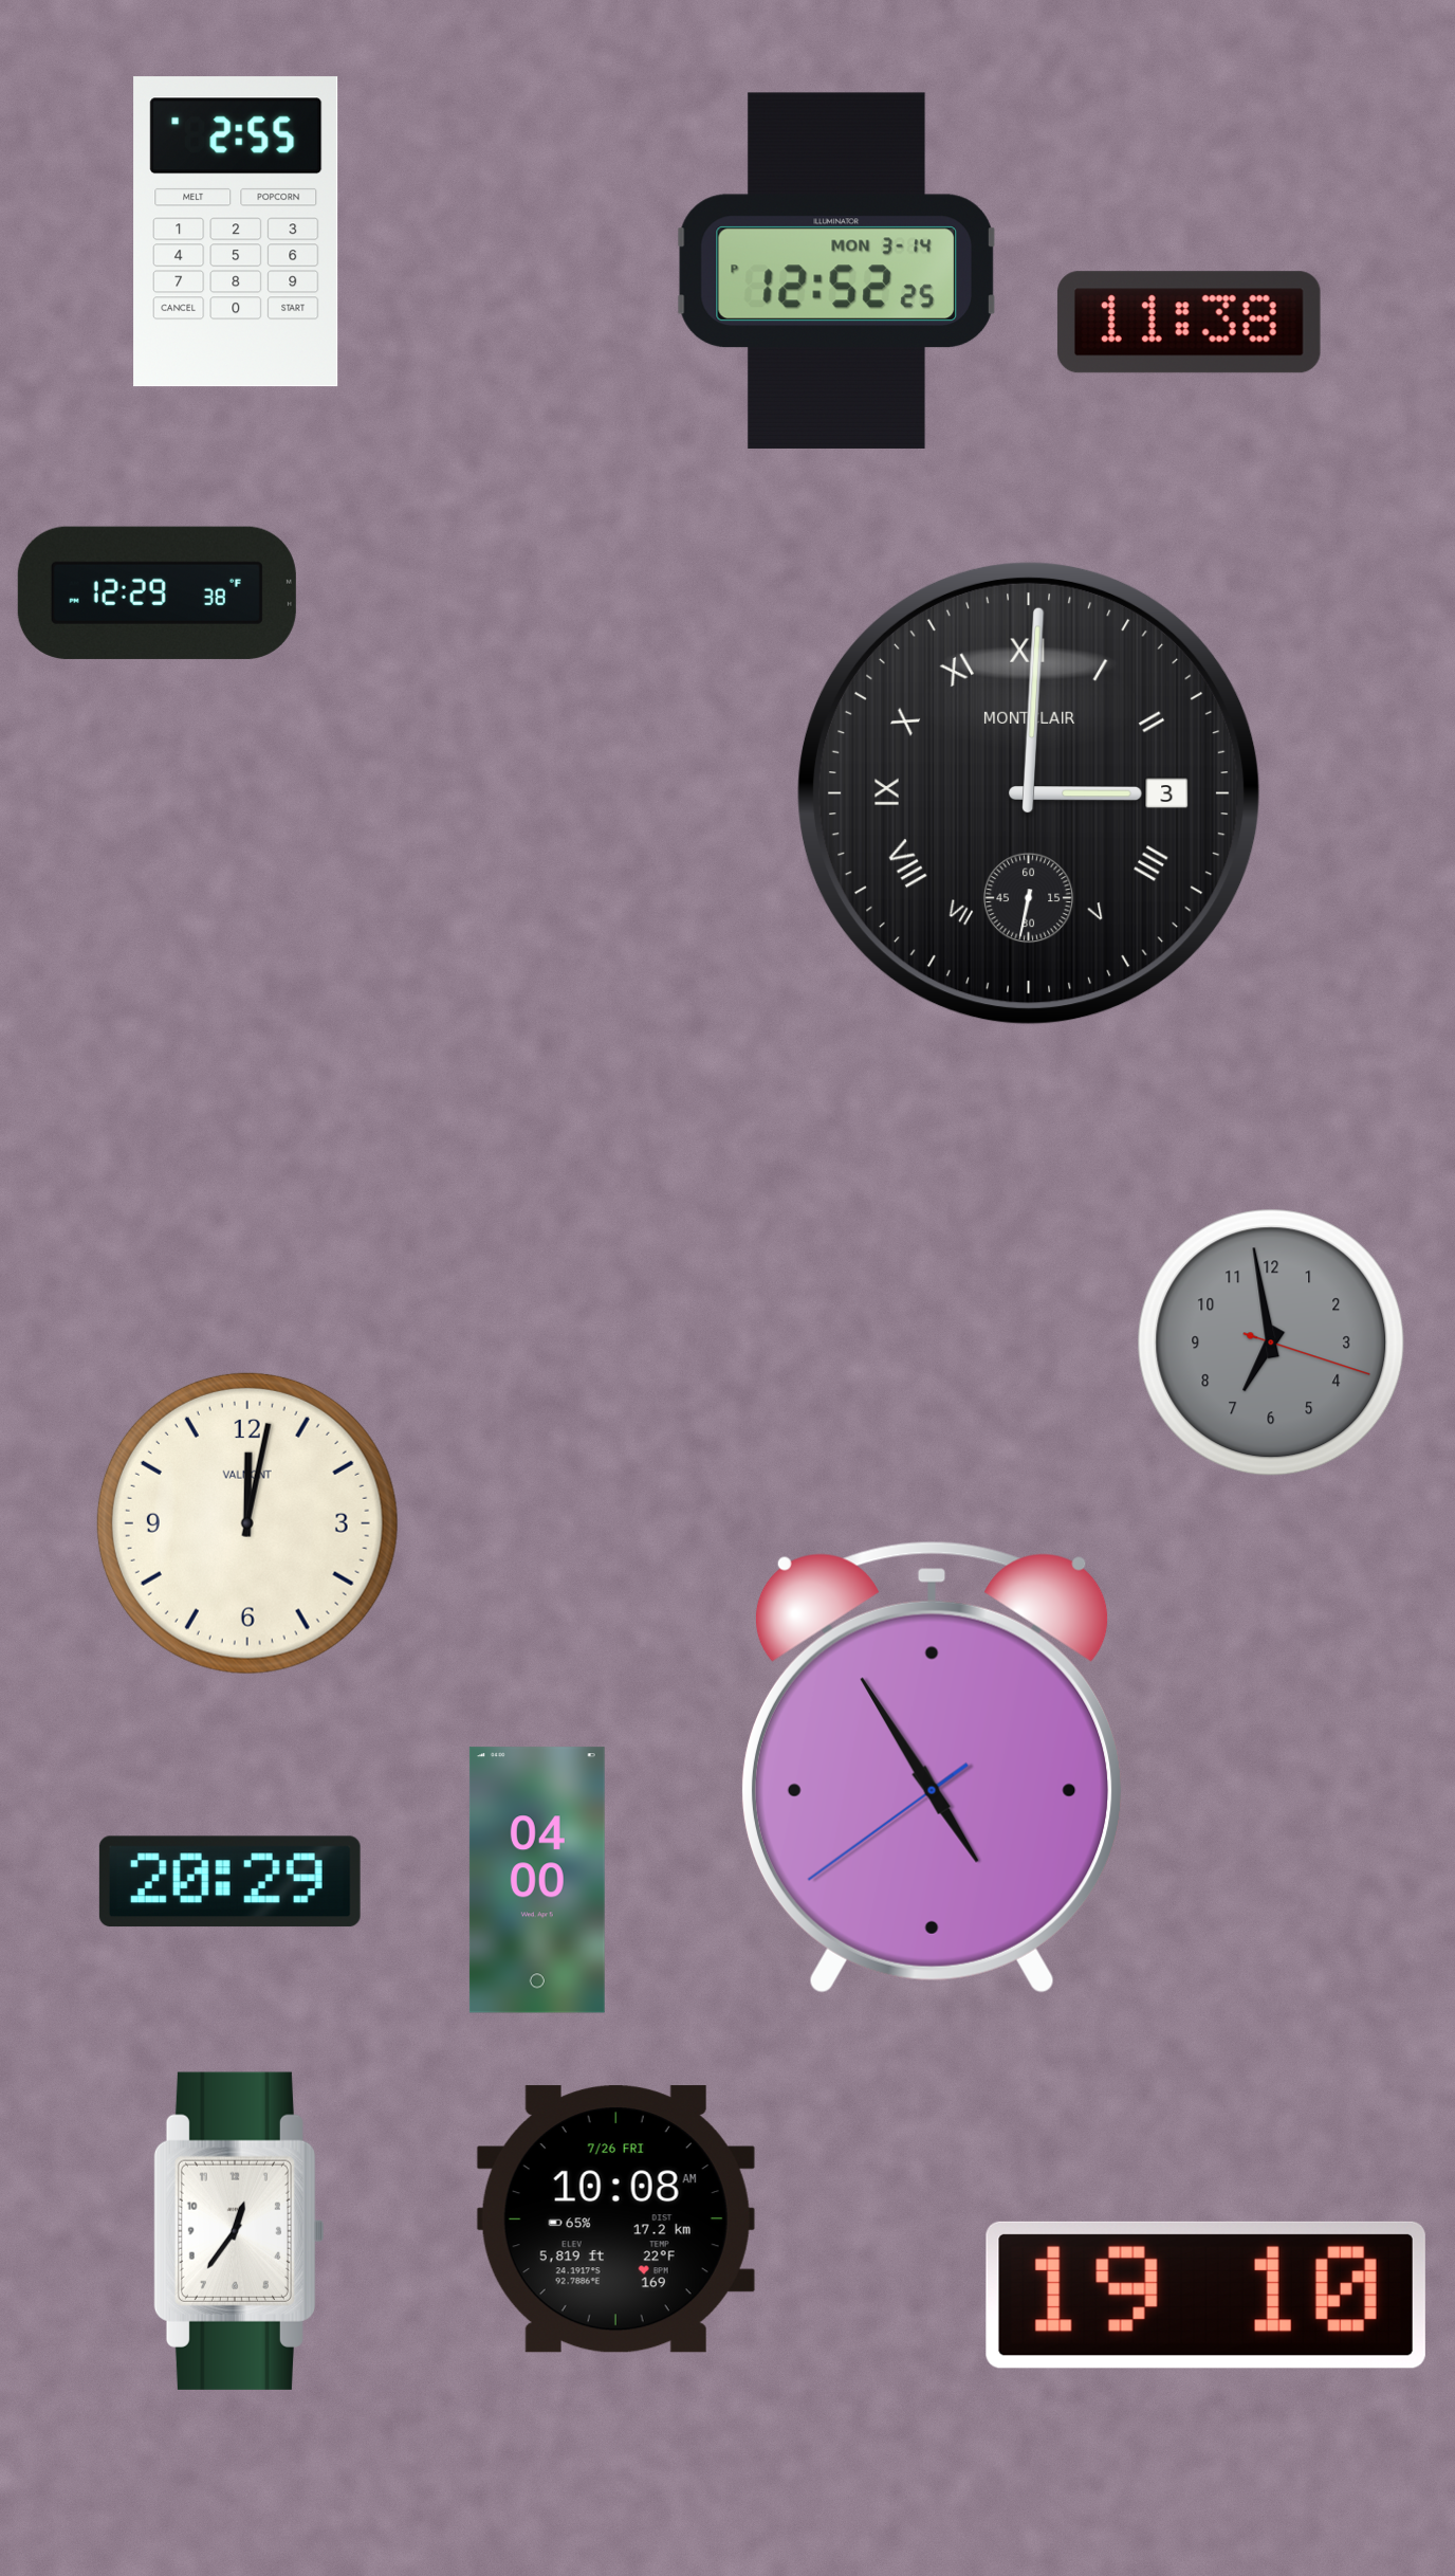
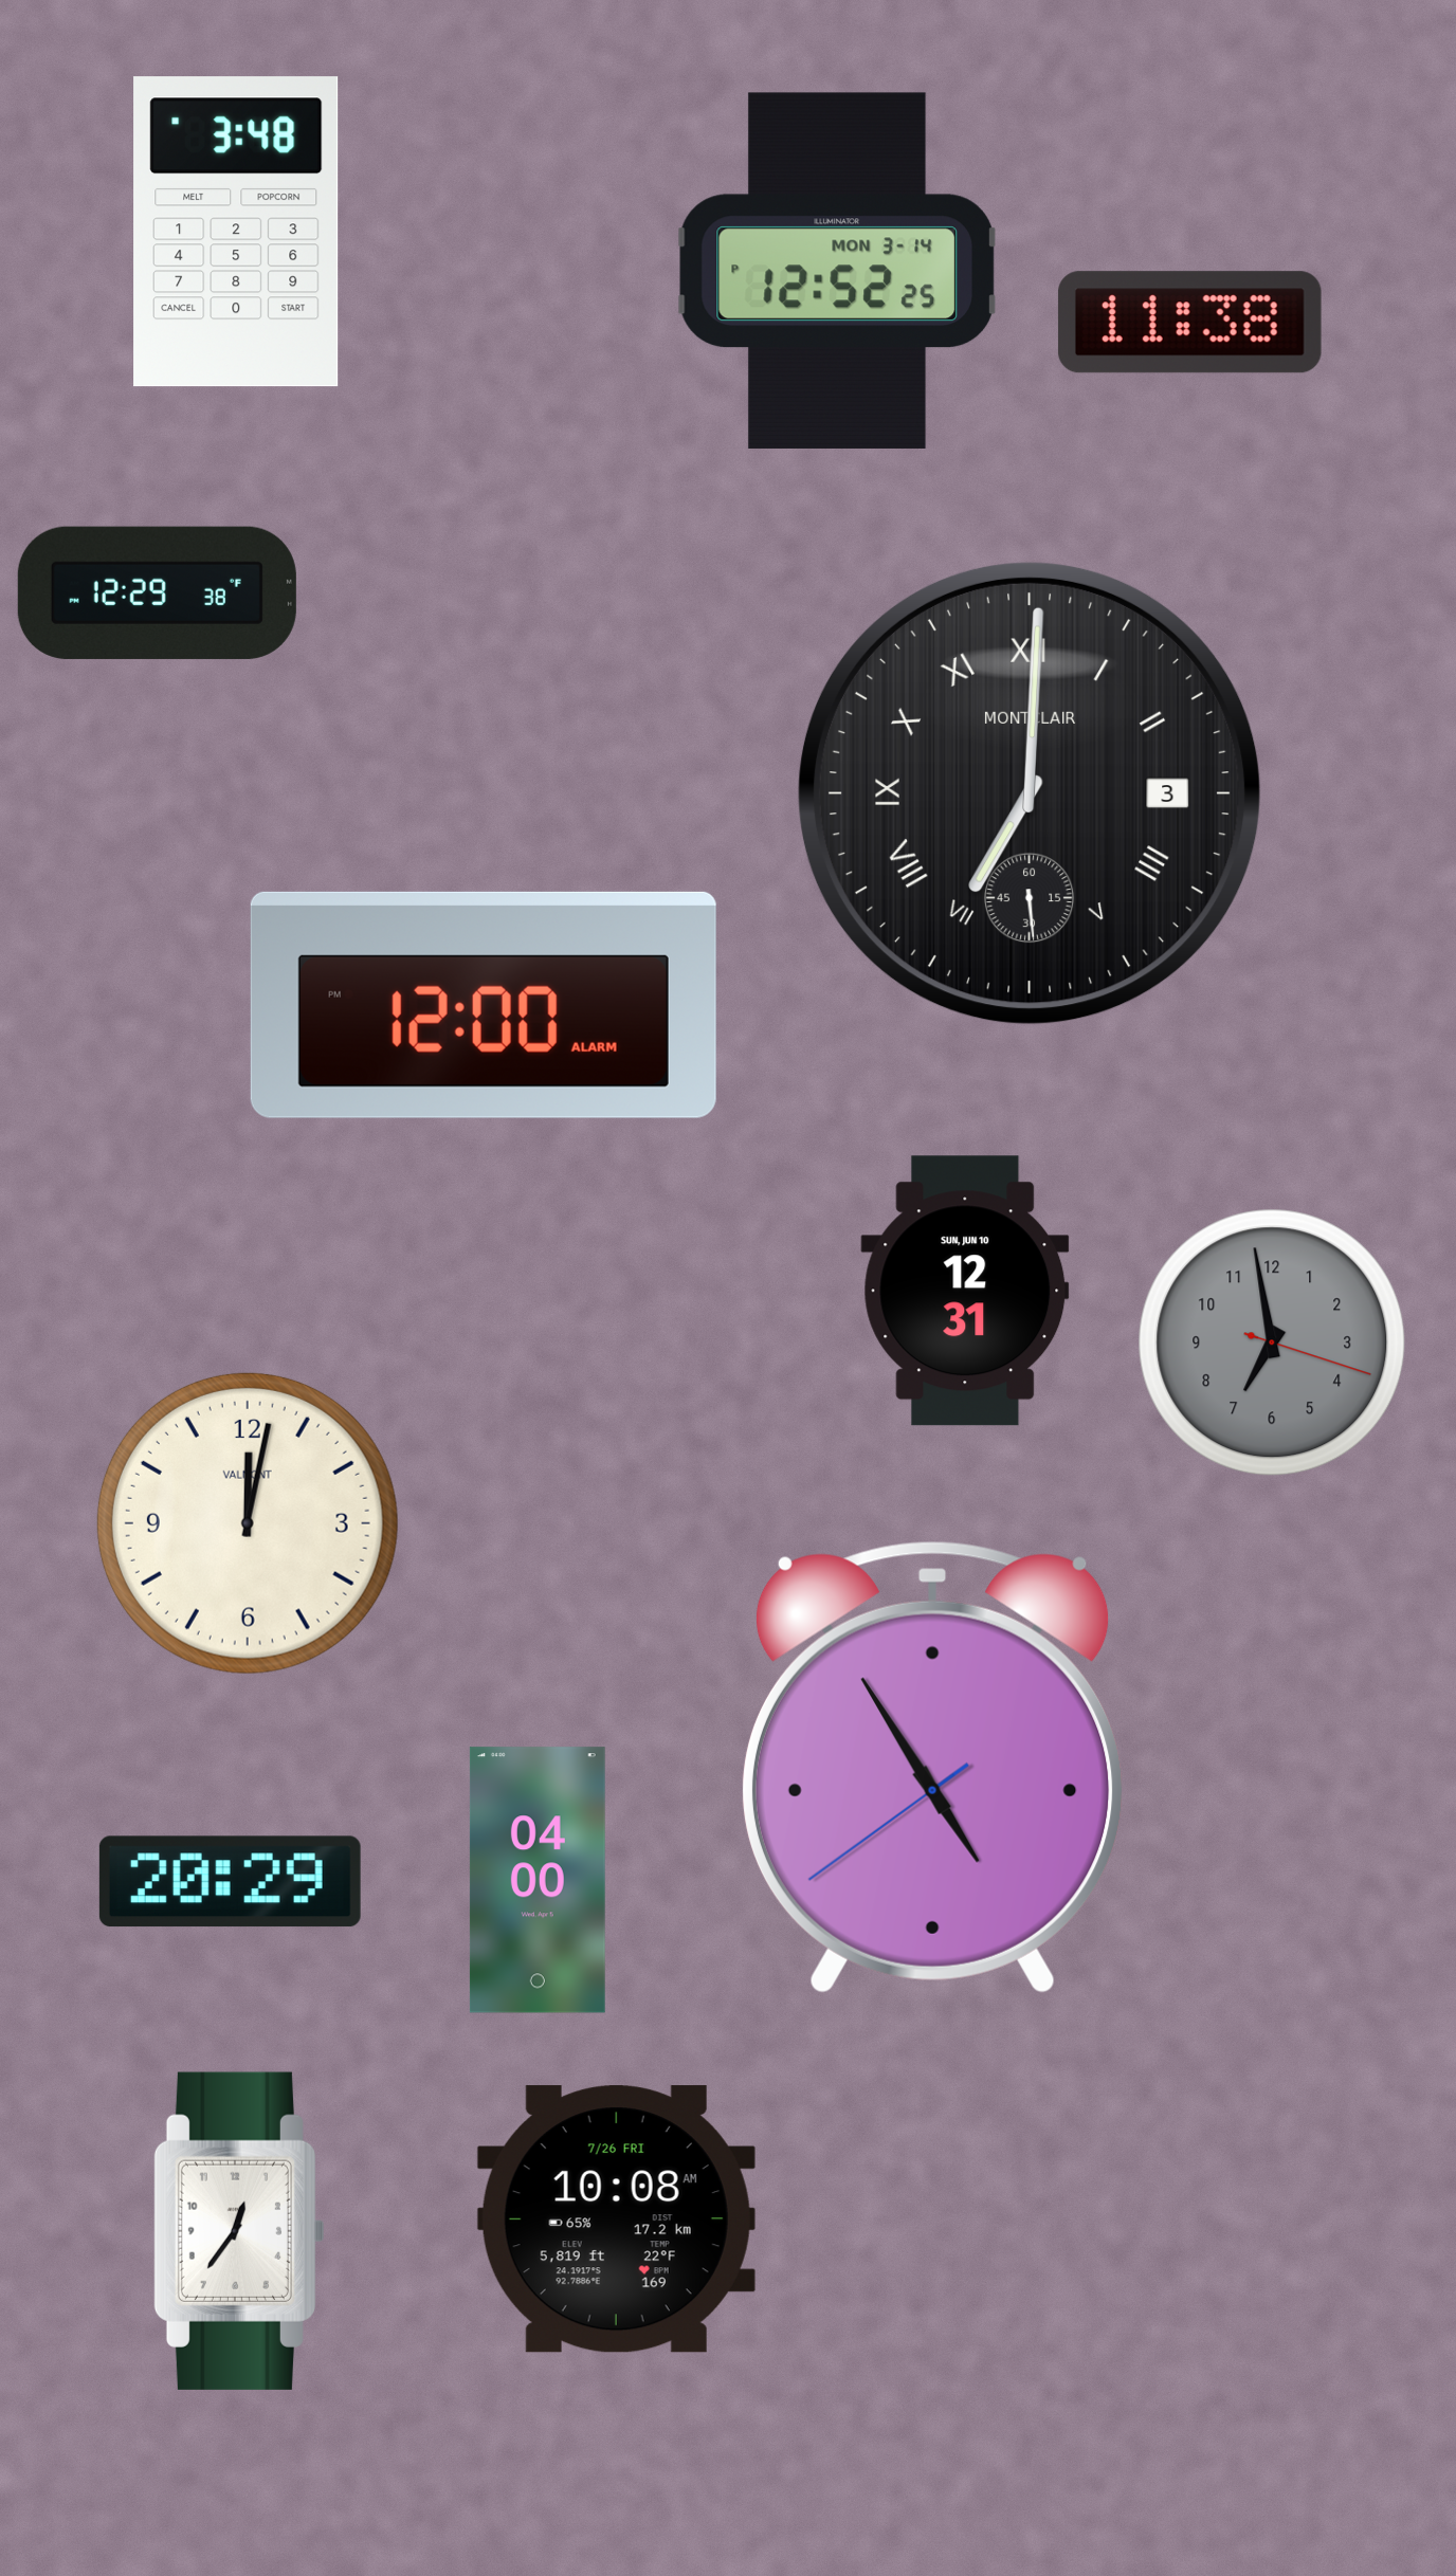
clock at (236, 232): 2:55 -> 3:48
clock at (1029, 793): 3:00 -> 7:00
clock at (484, 1005): none -> 12:00
clock at (965, 1291): none -> 12:31
clock at (1205, 2295): 19:10 -> none
